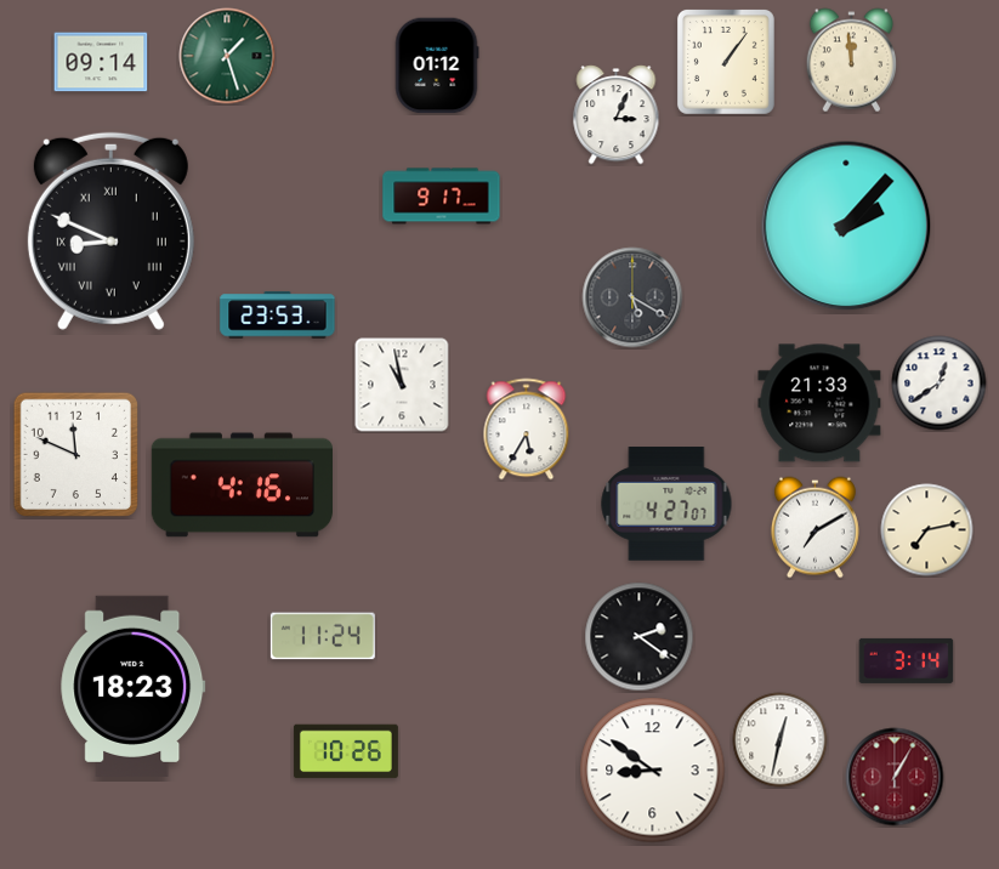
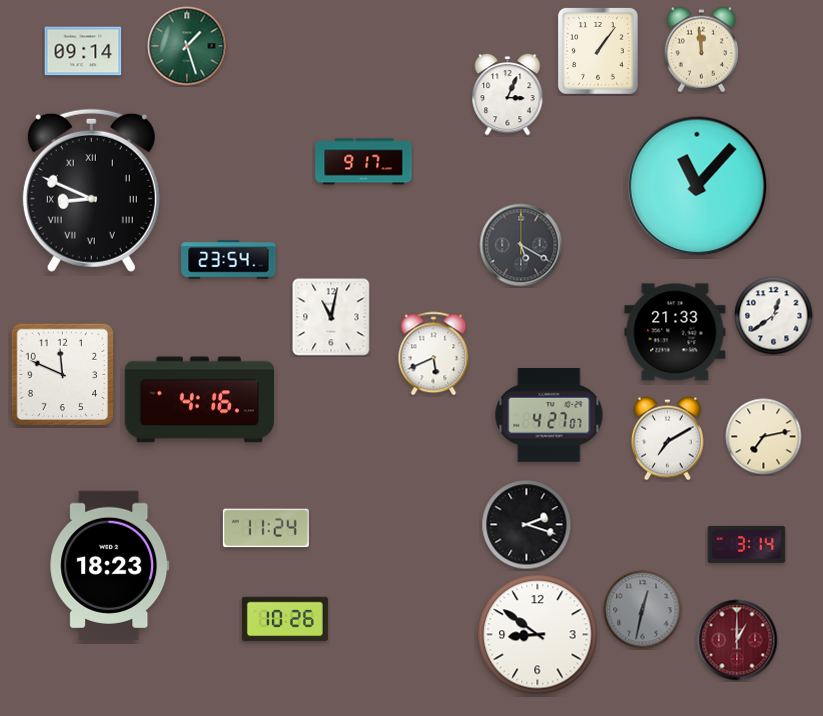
clock at (437, 66): 01:12 -> none
clock at (846, 226): 2:07 -> 11:07
clock at (278, 316): 23:53 -> 23:54
clock at (402, 385): 10:58 -> 11:02
clock at (527, 430): 5:35 -> 5:41
clock at (814, 528) position: (814, 528) -> (667, 439)
clock at (323, 636) position: (323, 636) -> (266, 528)
clock at (640, 637): 2:21 -> 2:18
clock at (781, 740) dial: white -> grey
clock at (895, 777): 1:05 -> 1:00
